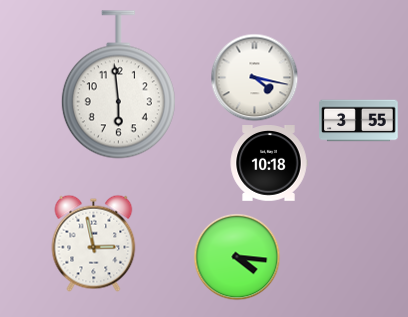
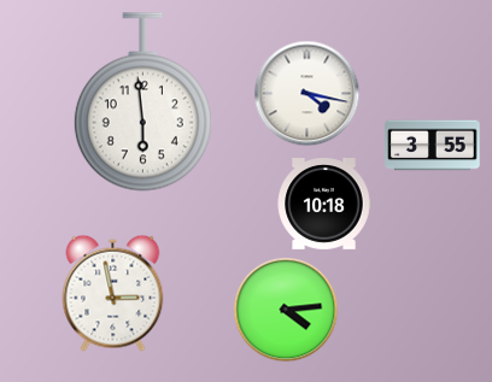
clock at (269, 164) position: (269, 164) -> (324, 205)
clock at (237, 257): 4:16 -> 4:14
